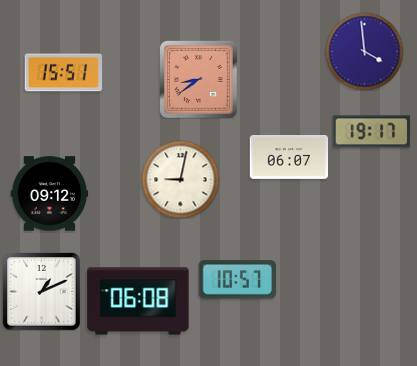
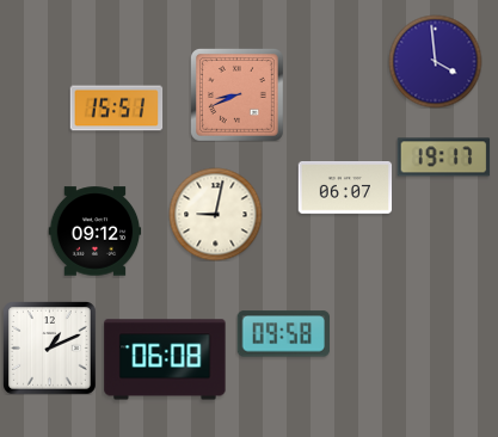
clock at (63, 73) position: (63, 73) -> (116, 109)
clock at (199, 80): 8:39 -> 8:41
clock at (49, 194) position: (49, 194) -> (94, 232)
clock at (237, 280): 10:57 -> 09:58
